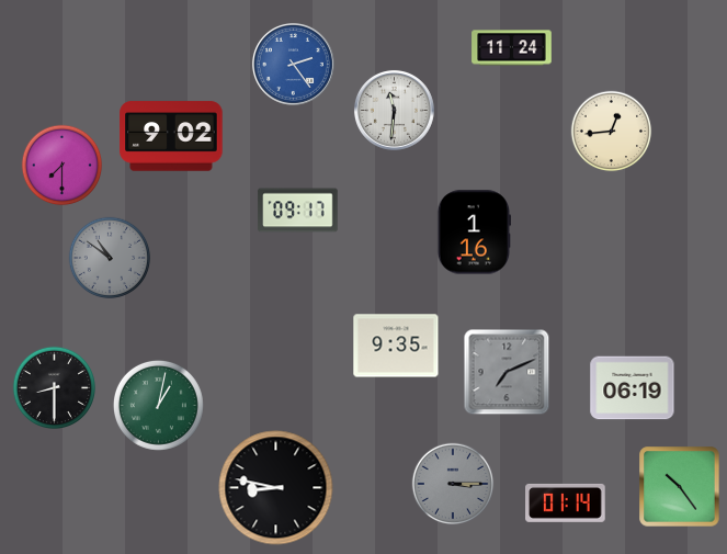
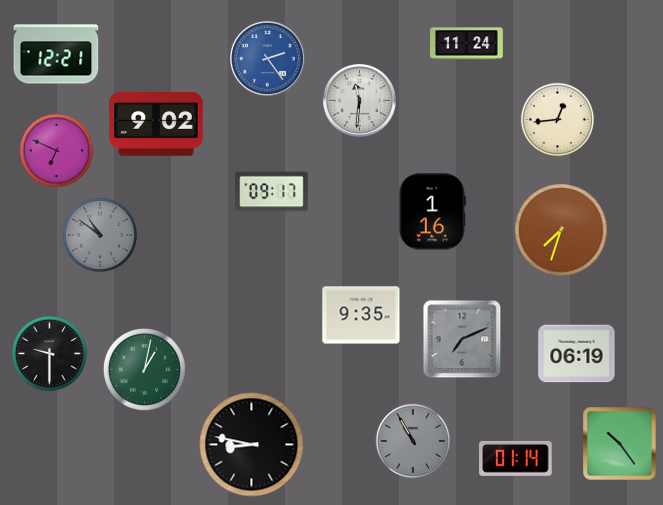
clock at (56, 54): none -> 12:21
clock at (63, 166): 7:30 -> 6:49
clock at (561, 230): none -> 7:33
clock at (54, 387): 8:30 -> 9:30
clock at (453, 484): 3:15 -> 10:55
